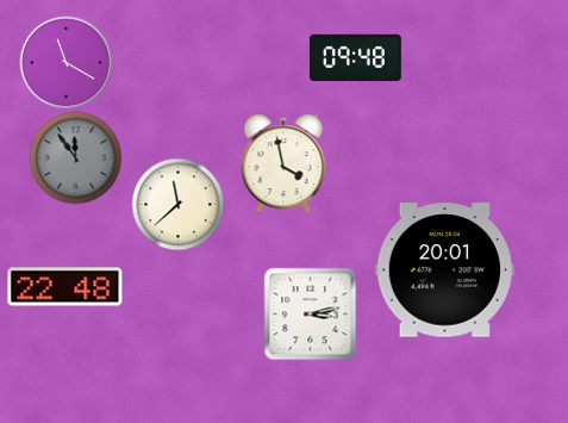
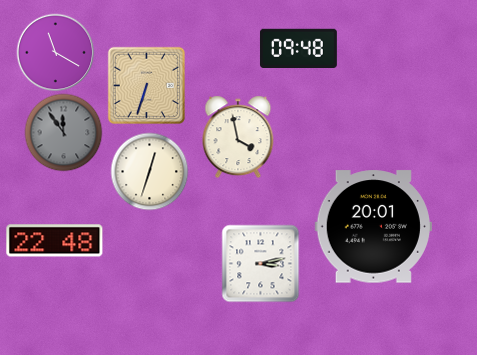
clock at (146, 85): none -> 6:33
clock at (177, 204): 11:38 -> 12:33
